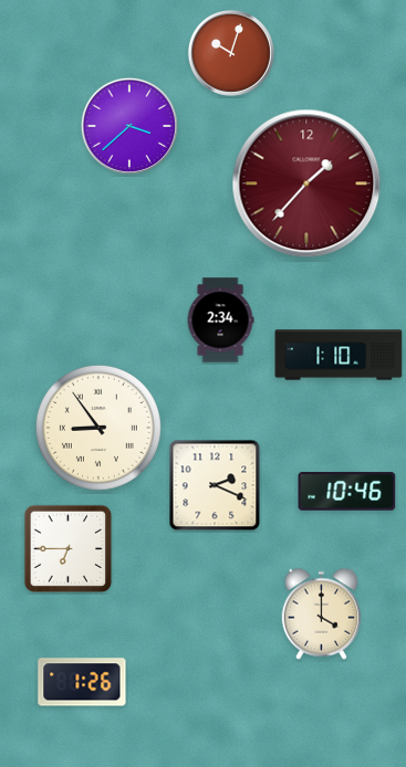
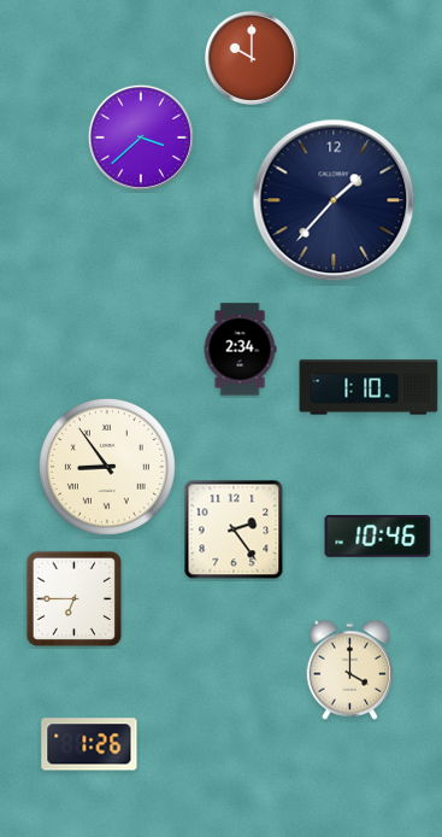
clock at (231, 53): 10:03 -> 10:00
clock at (306, 183) dial: burgundy -> navy
clock at (215, 485): 2:19 -> 2:24
